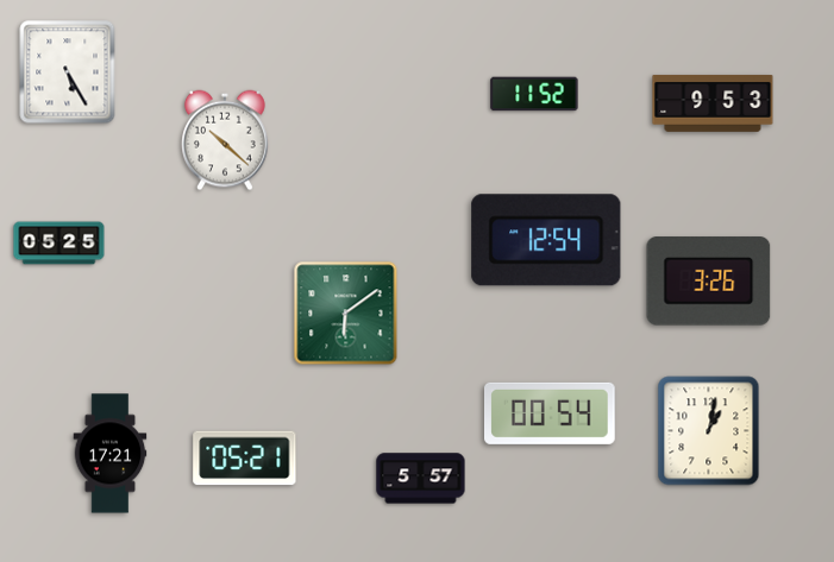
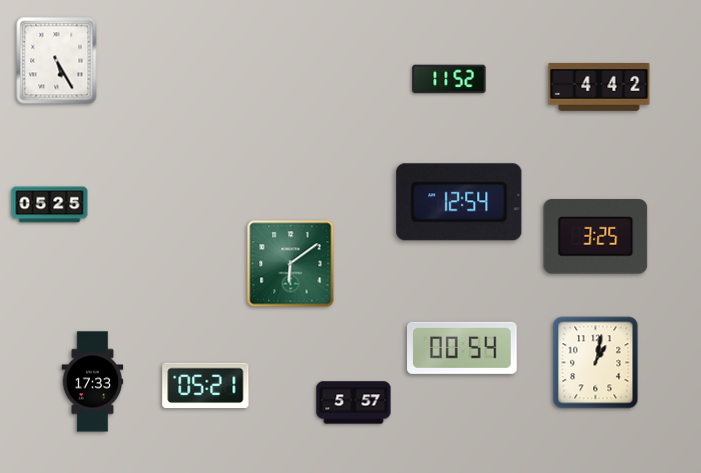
clock at (713, 103): 9:53 -> 4:42
clock at (226, 140): 10:22 -> none
clock at (709, 282): 3:26 -> 3:25
clock at (111, 454): 17:21 -> 17:33
